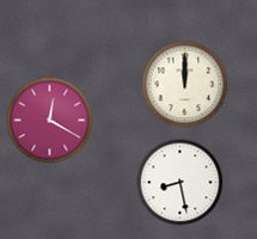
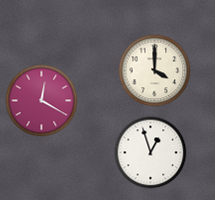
clock at (185, 85): 12:00 -> 4:00
clock at (180, 183): 8:28 -> 12:57
